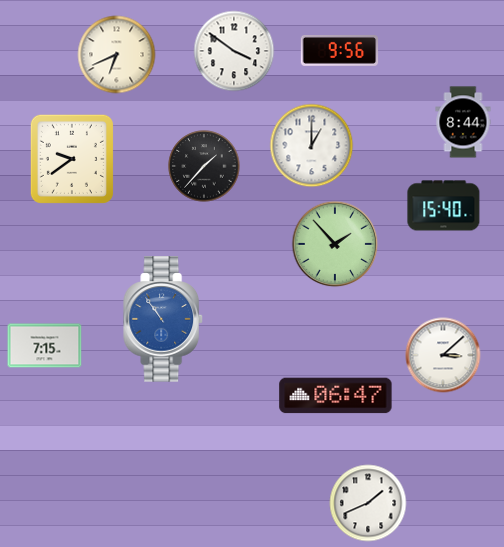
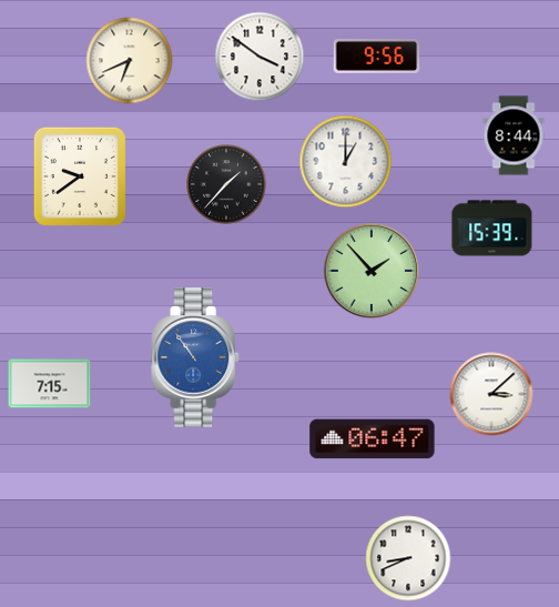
clock at (444, 206): 15:40 -> 15:39
clock at (163, 319) position: (163, 319) -> (195, 357)
clock at (368, 503): 1:41 -> 8:41
